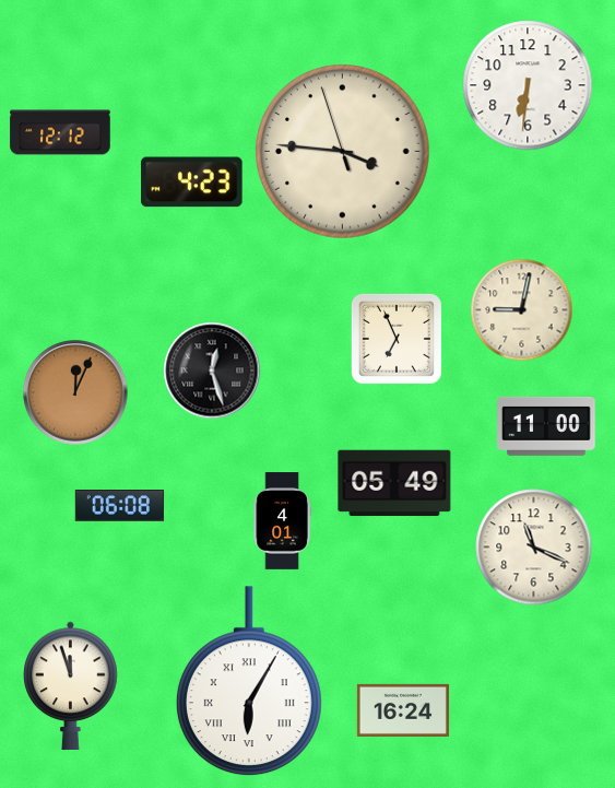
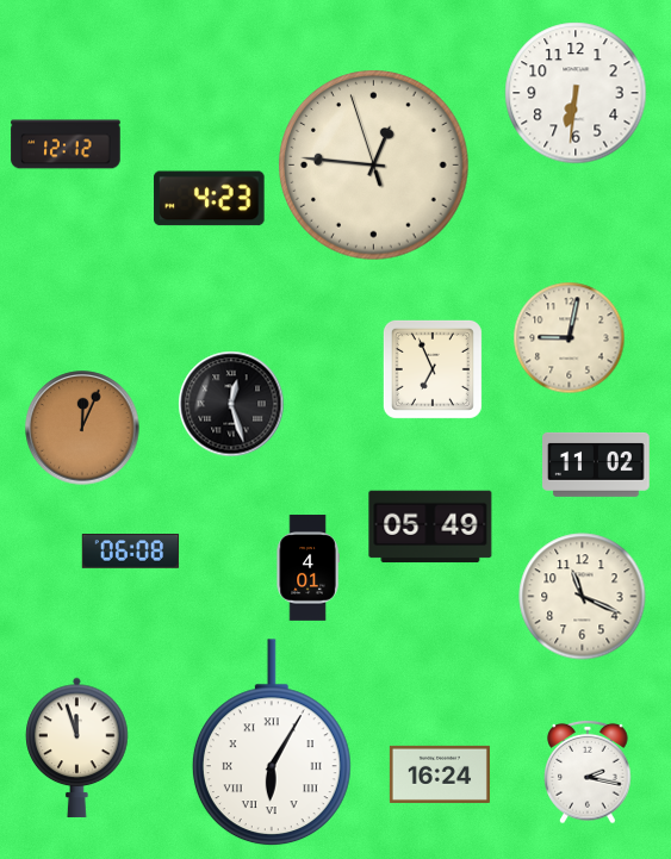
clock at (343, 152): 3:45 -> 12:45
clock at (546, 426): 11:00 -> 11:02
clock at (588, 772): none -> 2:17
